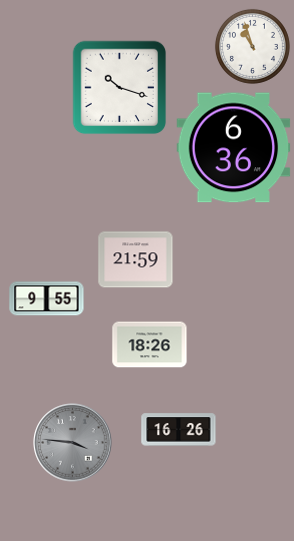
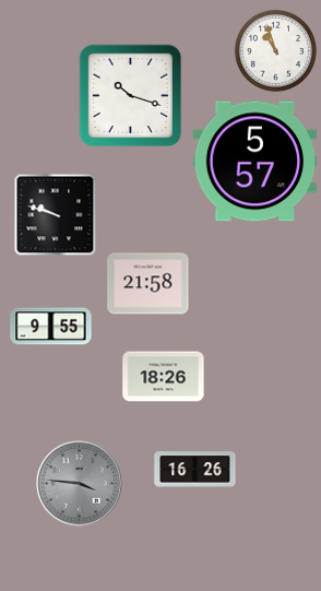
clock at (234, 148): 6:36 -> 5:57
clock at (56, 215): none -> 9:48
clock at (136, 260): 21:59 -> 21:58
